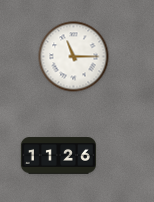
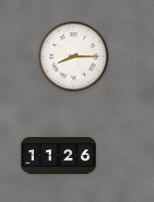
clock at (74, 57): 11:15 -> 8:15
